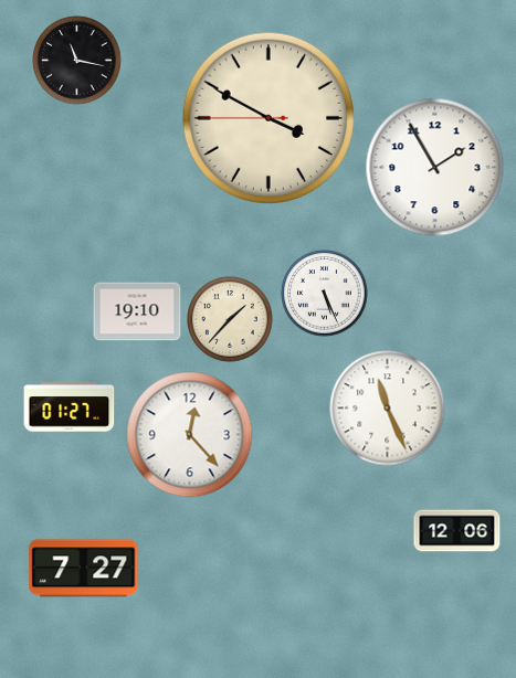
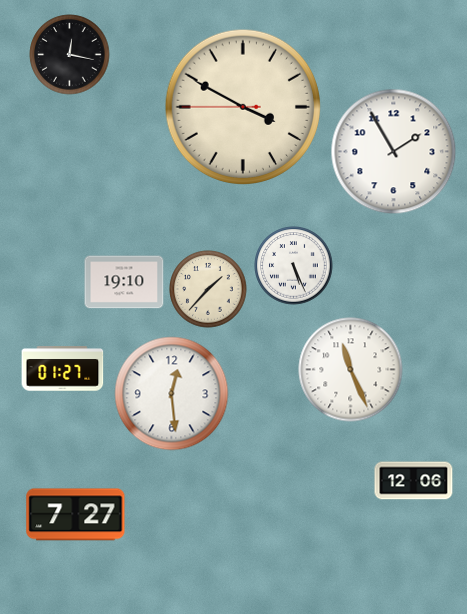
clock at (77, 61): 11:17 -> 12:17
clock at (190, 435): 12:23 -> 12:29
